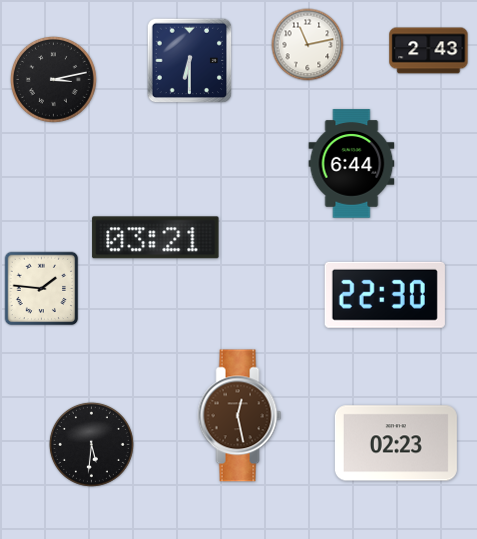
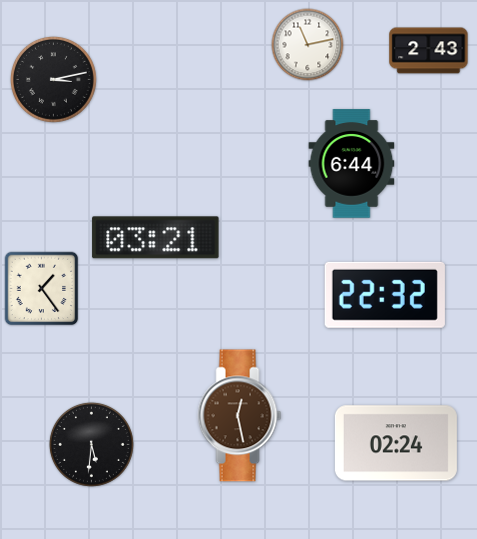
clock at (190, 61): 6:30 -> none
clock at (42, 289): 1:46 -> 1:24
clock at (385, 295): 22:30 -> 22:32
clock at (396, 443): 02:23 -> 02:24
